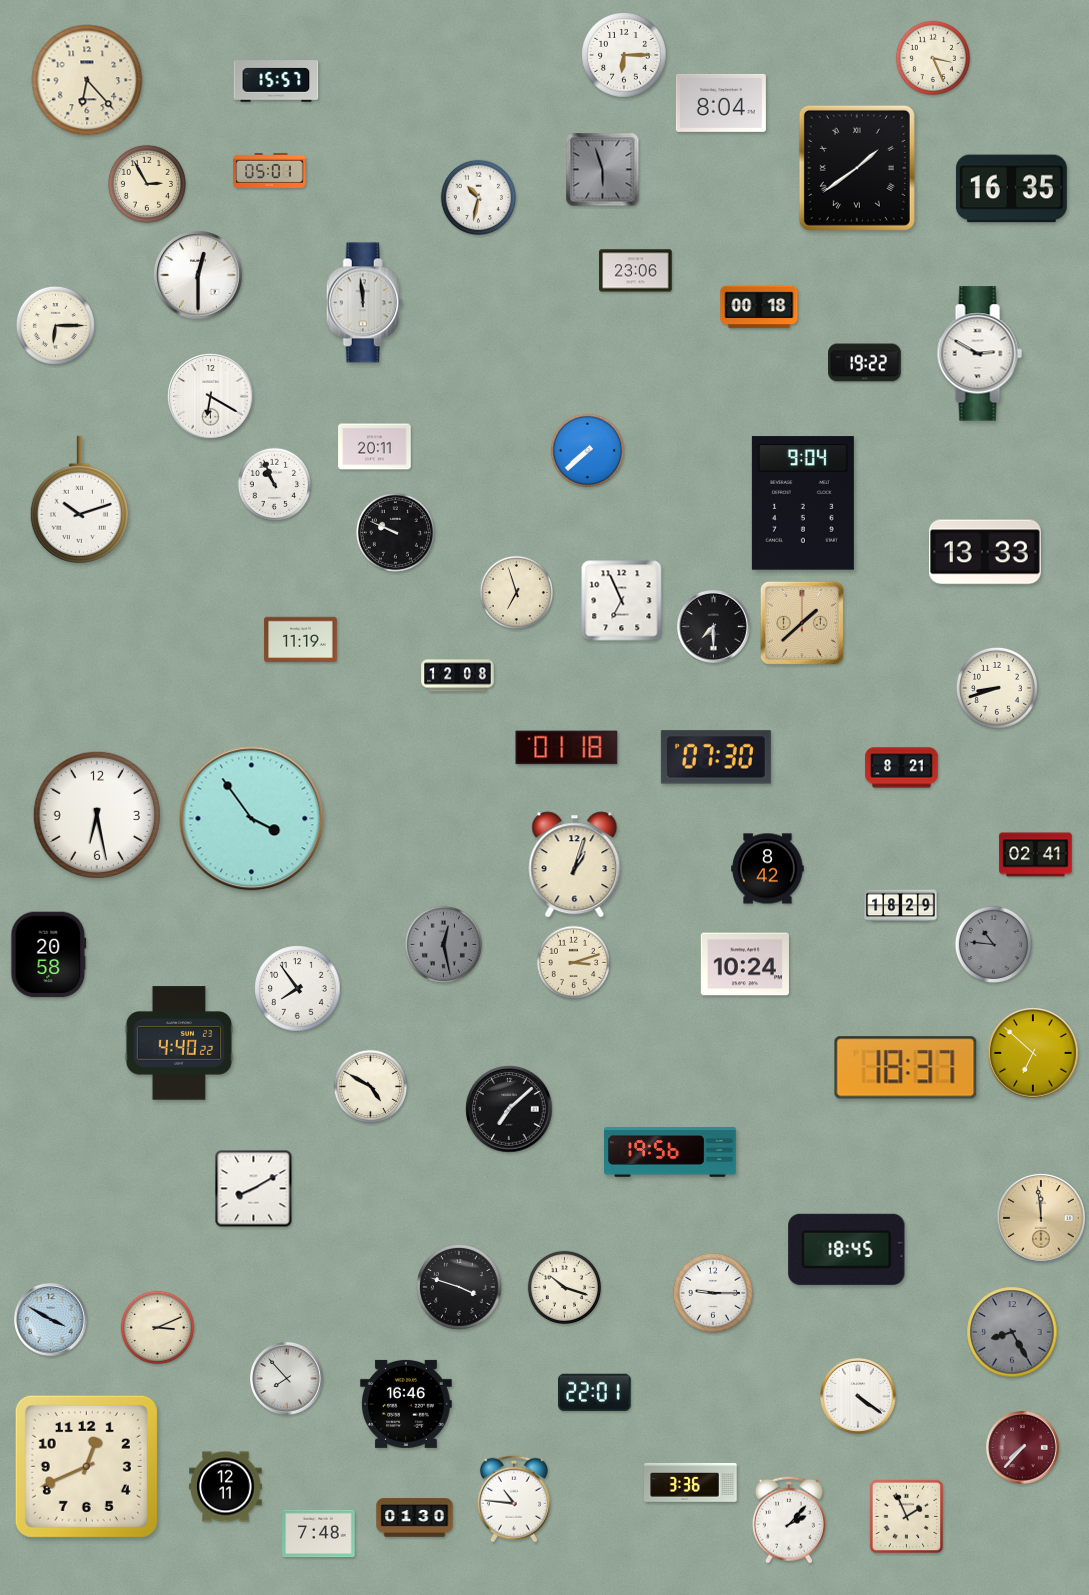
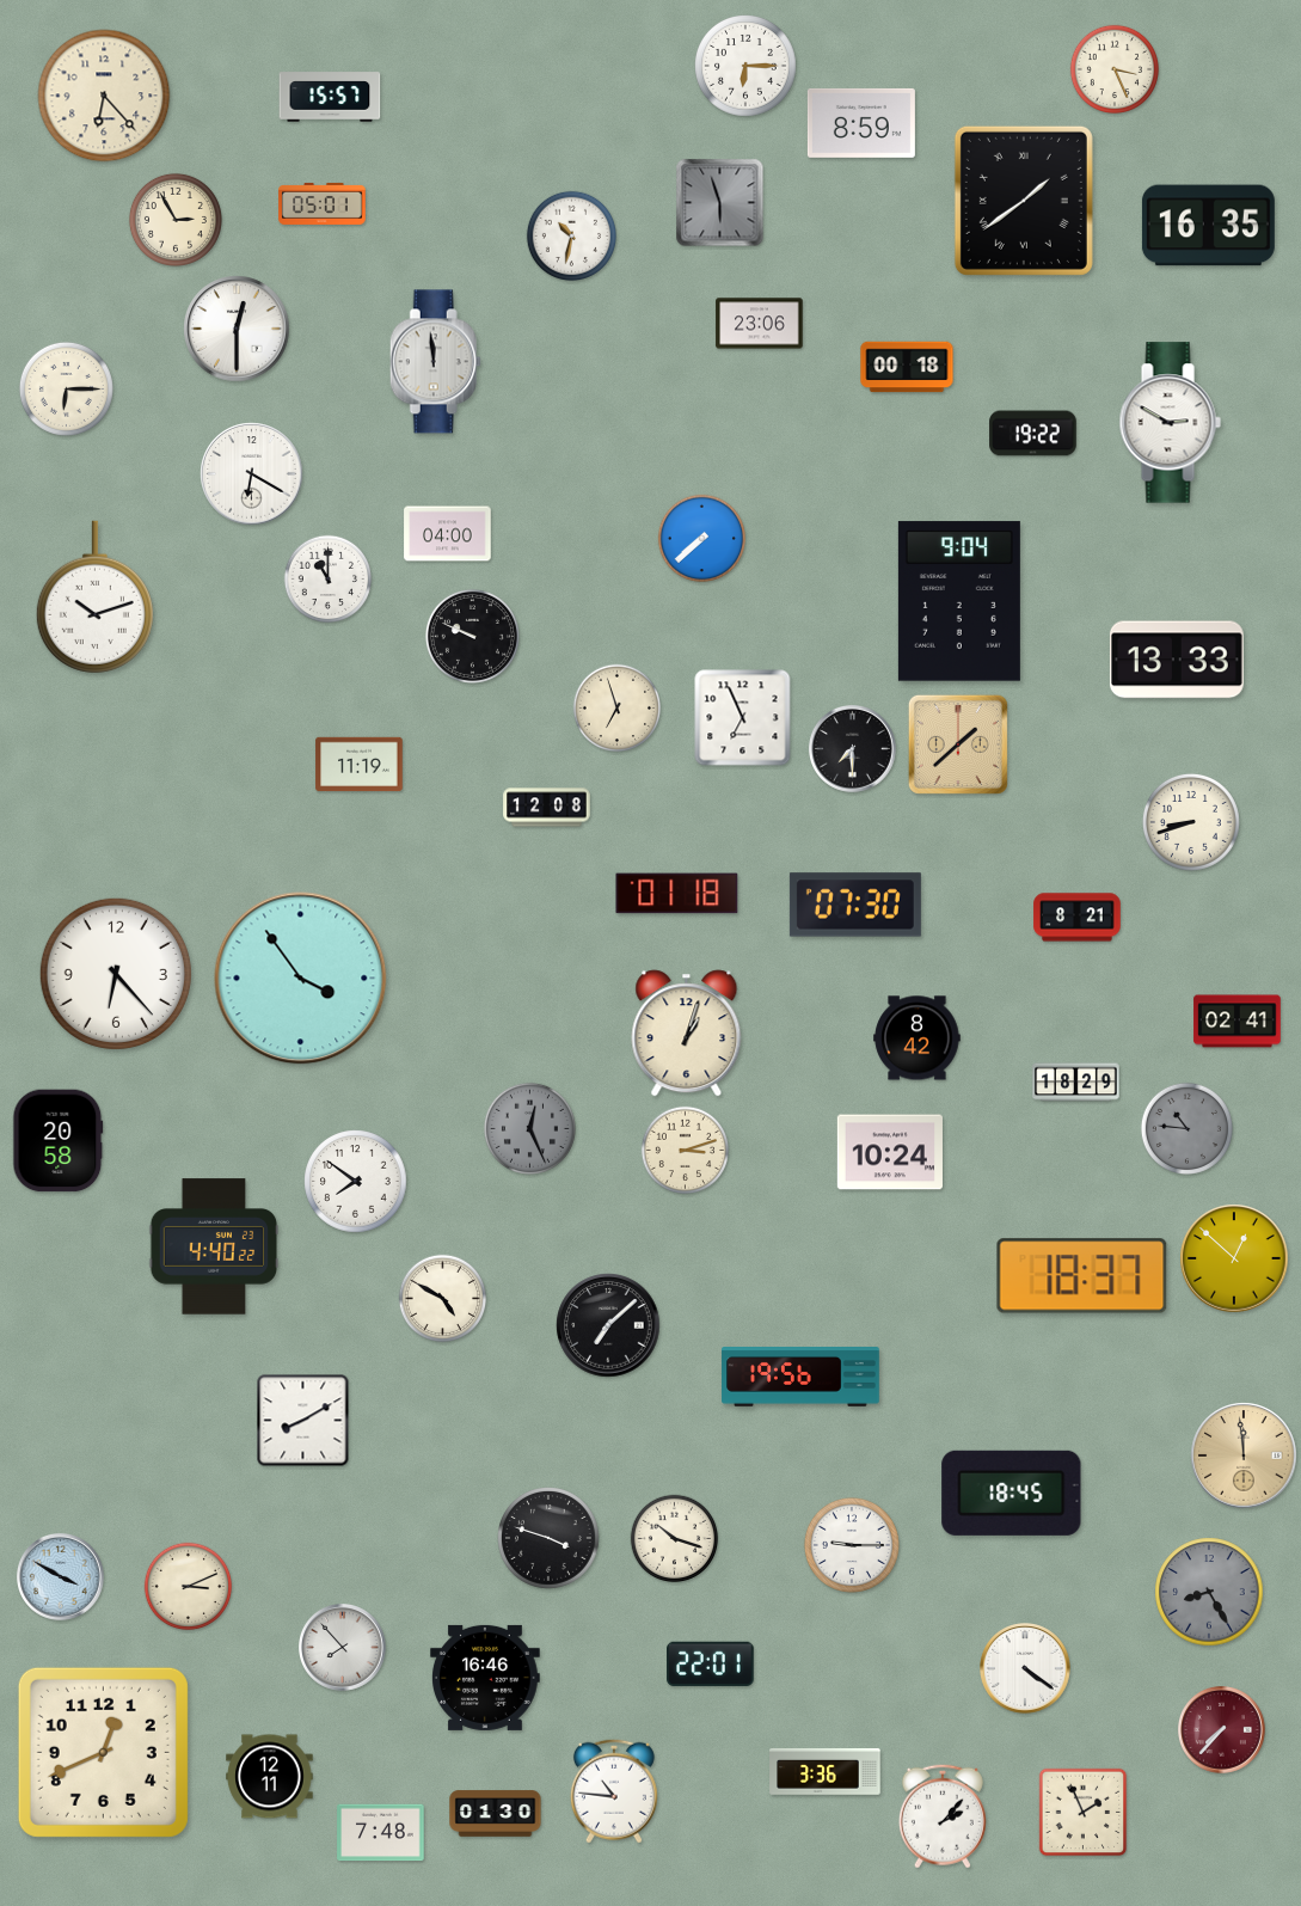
clock at (721, 103): 8:04 -> 8:59
clock at (375, 447): 20:11 -> 04:00
clock at (275, 485): 10:56 -> 11:00
clock at (97, 815): 6:28 -> 6:23
clock at (443, 944): 12:28 -> 12:26
clock at (298, 989): 7:54 -> 7:51
clock at (1033, 1053): 6:52 -> 12:52
